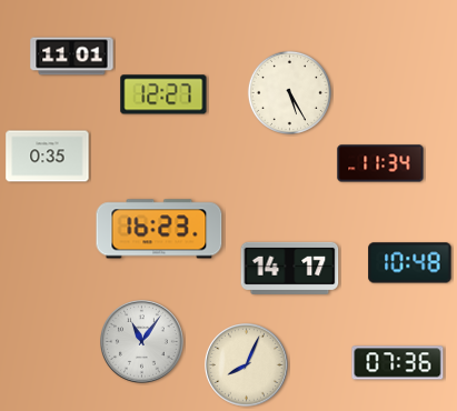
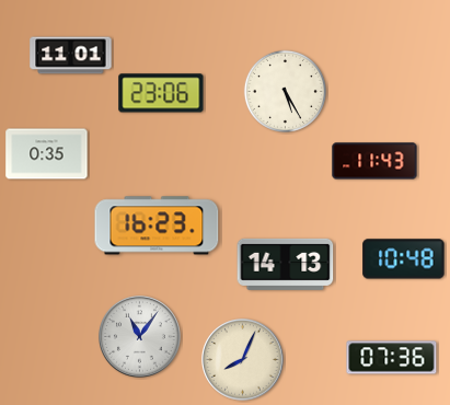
clock at (163, 94): 12:27 -> 23:06
clock at (380, 163): 11:34 -> 11:43
clock at (290, 268): 14:17 -> 14:13
